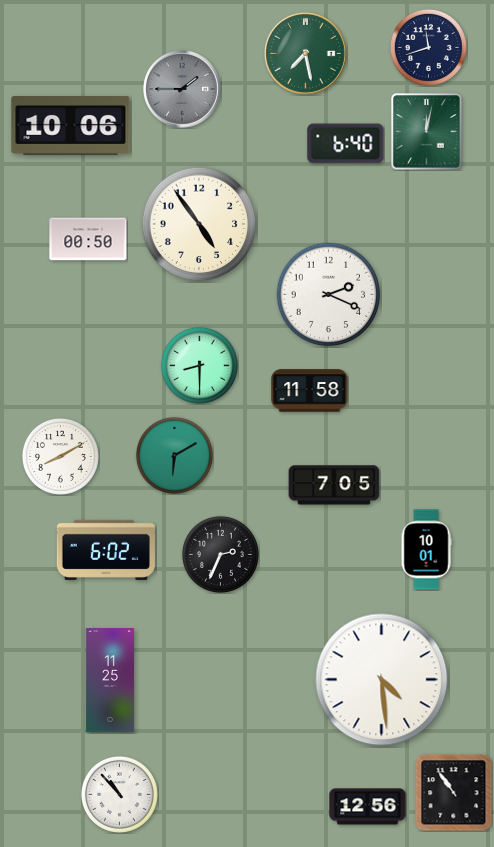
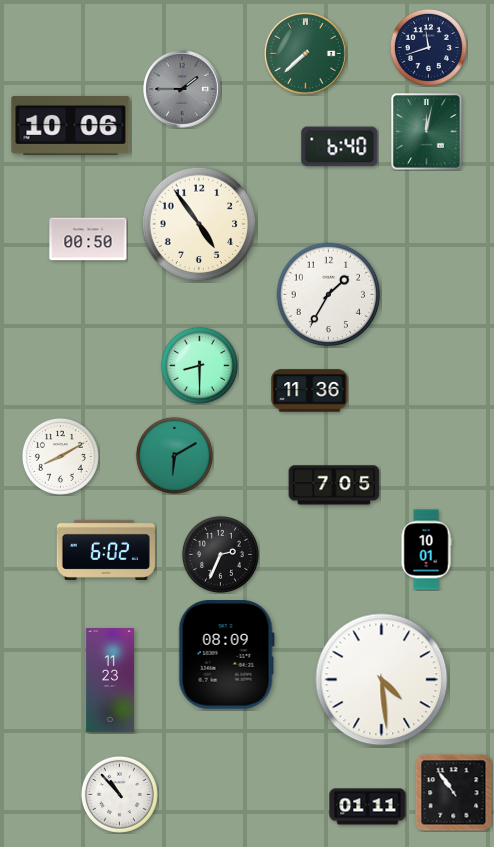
clock at (305, 53): 7:28 -> 7:38
clock at (346, 144) position: (346, 144) -> (340, 147)
clock at (329, 295): 2:19 -> 1:35
clock at (310, 391): 11:58 -> 11:36
clock at (226, 655): none -> 08:09
clock at (109, 681): 11:25 -> 11:23
clock at (368, 807): 12:56 -> 01:11
